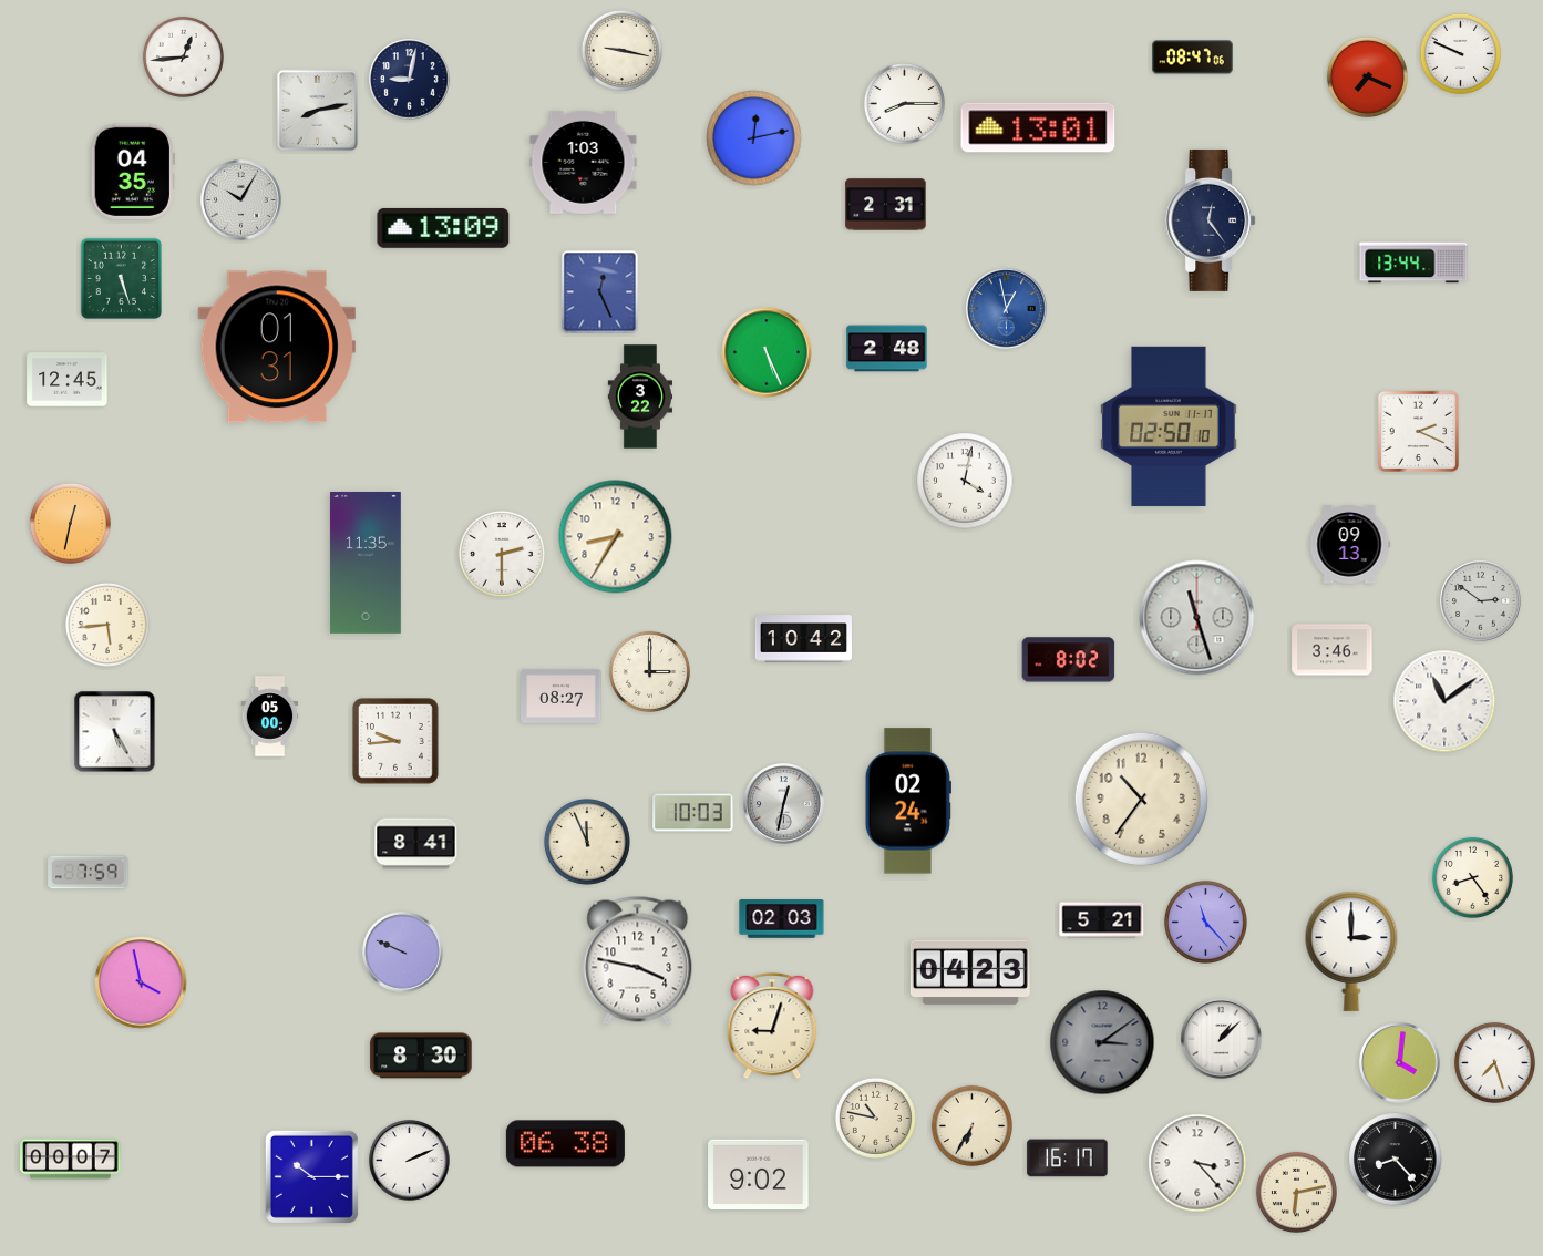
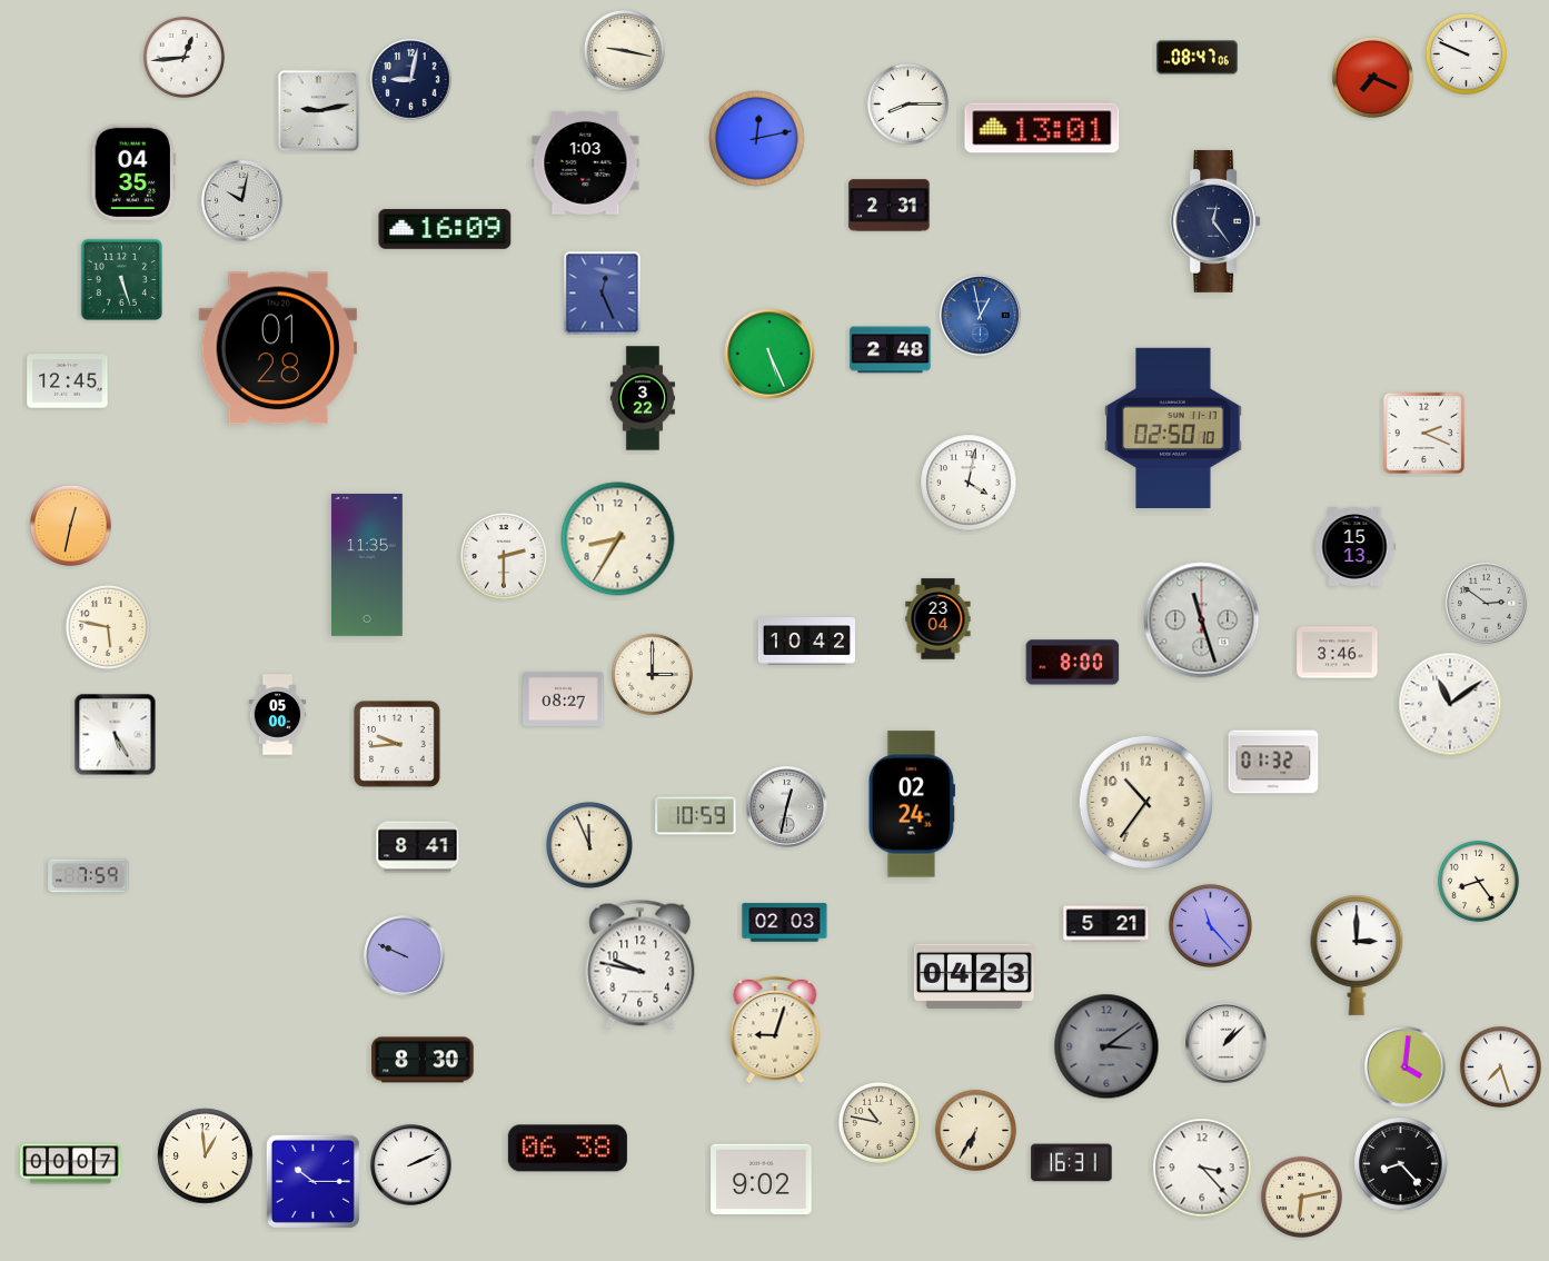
clock at (318, 111): 8:13 -> 9:13
clock at (241, 200): 10:05 -> 10:02
clock at (443, 228): 13:09 -> 16:09
clock at (1413, 262): 13:44 -> none
clock at (1007, 309) position: (1007, 309) -> (981, 316)
clock at (276, 347): 01:31 -> 01:28
clock at (1349, 545): 09:13 -> 15:13
clock at (939, 619): none -> 23:04
clock at (107, 625): 5:44 -> 5:47
clock at (1069, 660): 8:02 -> 8:00
clock at (270, 717) position: (270, 717) -> (278, 715)
clock at (1273, 762): none -> 01:32
clock at (693, 813): 10:03 -> 10:59
clock at (638, 960): 3:47 -> 9:47
clock at (141, 982): 3:58 -> none
clock at (206, 1156): none -> 12:59
clock at (1068, 1159): 16:17 -> 16:31
